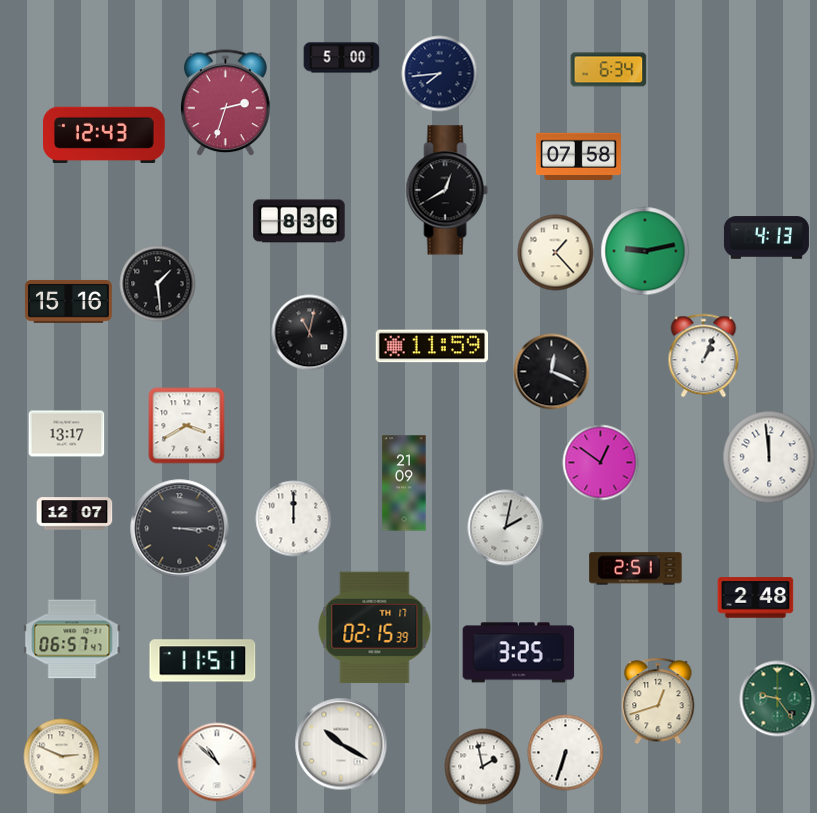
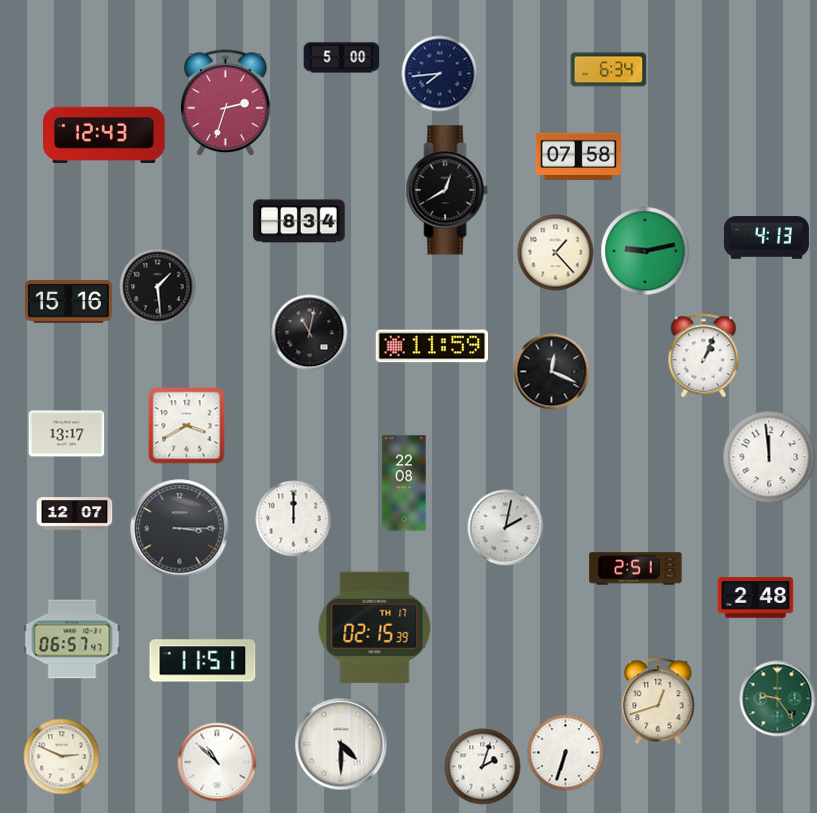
clock at (299, 221): 8:36 -> 8:34
clock at (158, 284) position: (158, 284) -> (158, 287)
clock at (601, 463): 12:51 -> none
clock at (404, 483): 21:09 -> 22:08
clock at (519, 653): 3:25 -> none
clock at (341, 744): 10:20 -> 4:30
clock at (483, 767): 1:58 -> 2:03
